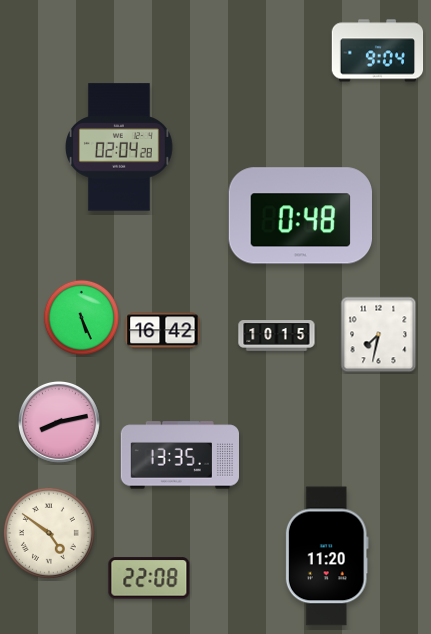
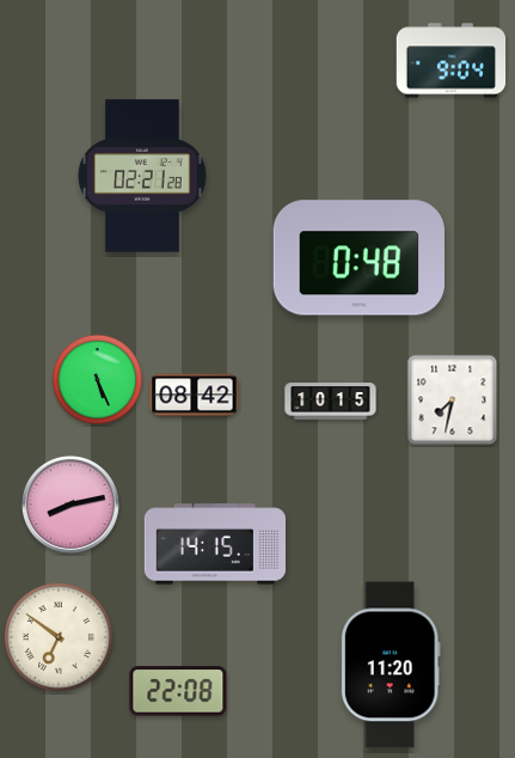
clock at (120, 147): 02:04 -> 02:21
clock at (163, 331): 16:42 -> 08:42
clock at (179, 455): 13:35 -> 14:15
clock at (49, 533): 4:51 -> 6:51
